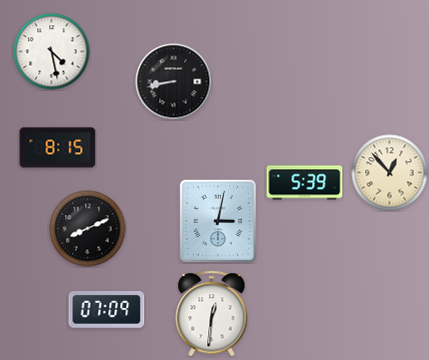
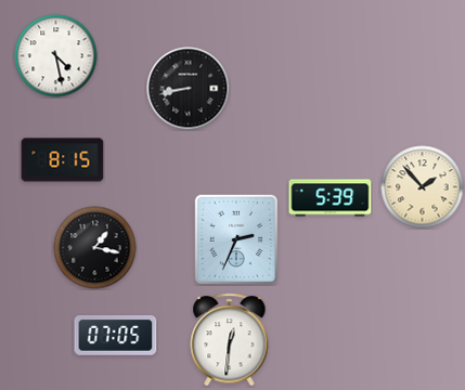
clock at (390, 173): 12:53 -> 1:53
clock at (218, 221): 3:02 -> 2:34
clock at (88, 229): 8:11 -> 1:17
clock at (107, 310): 07:09 -> 07:05
